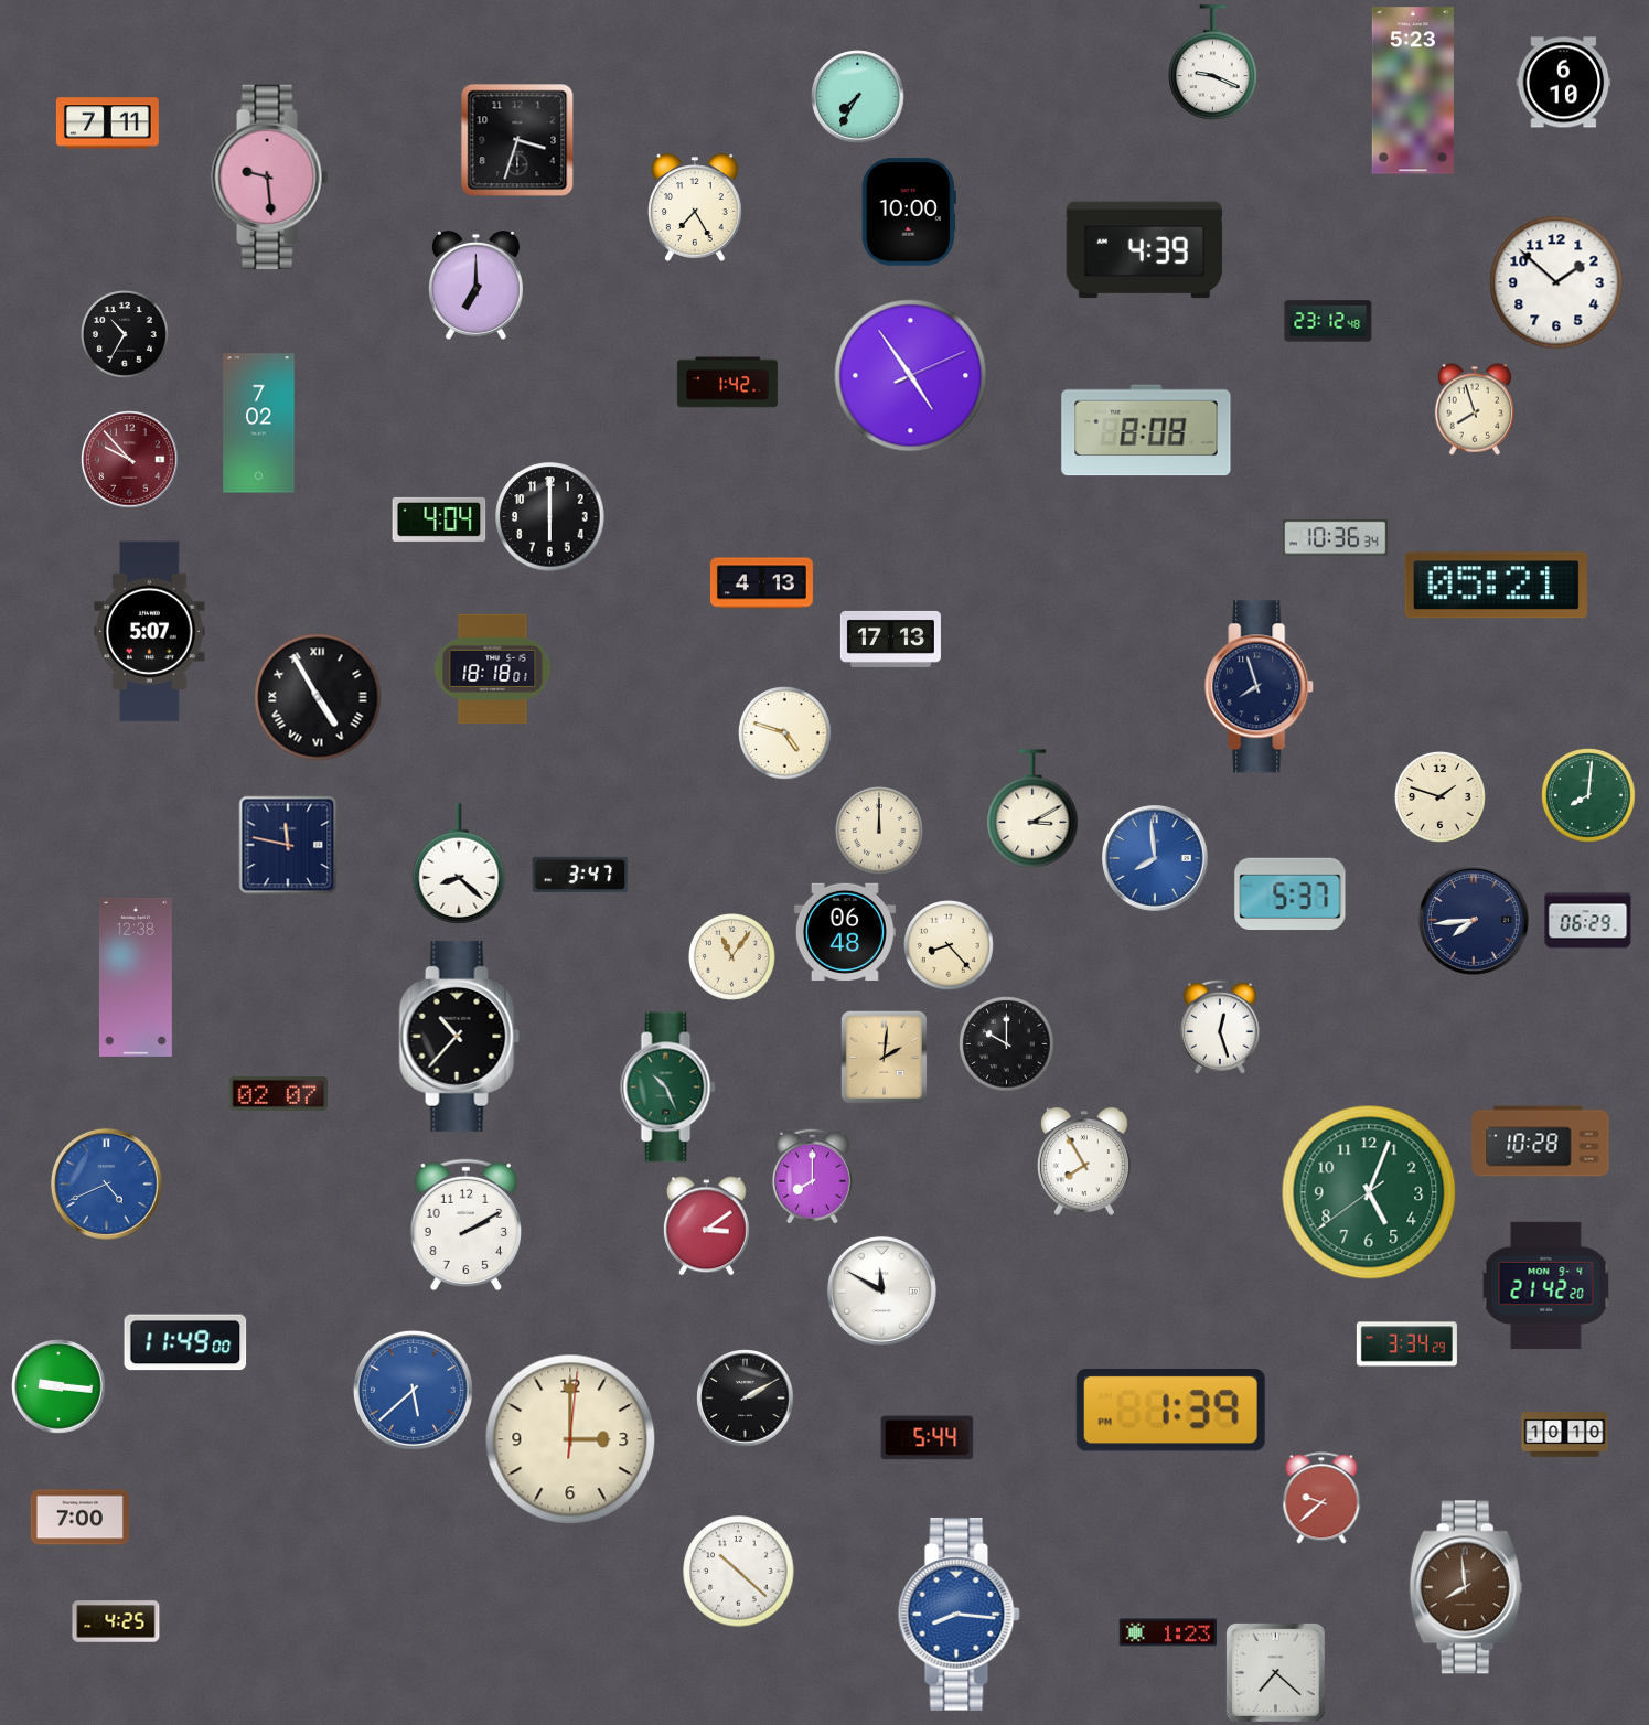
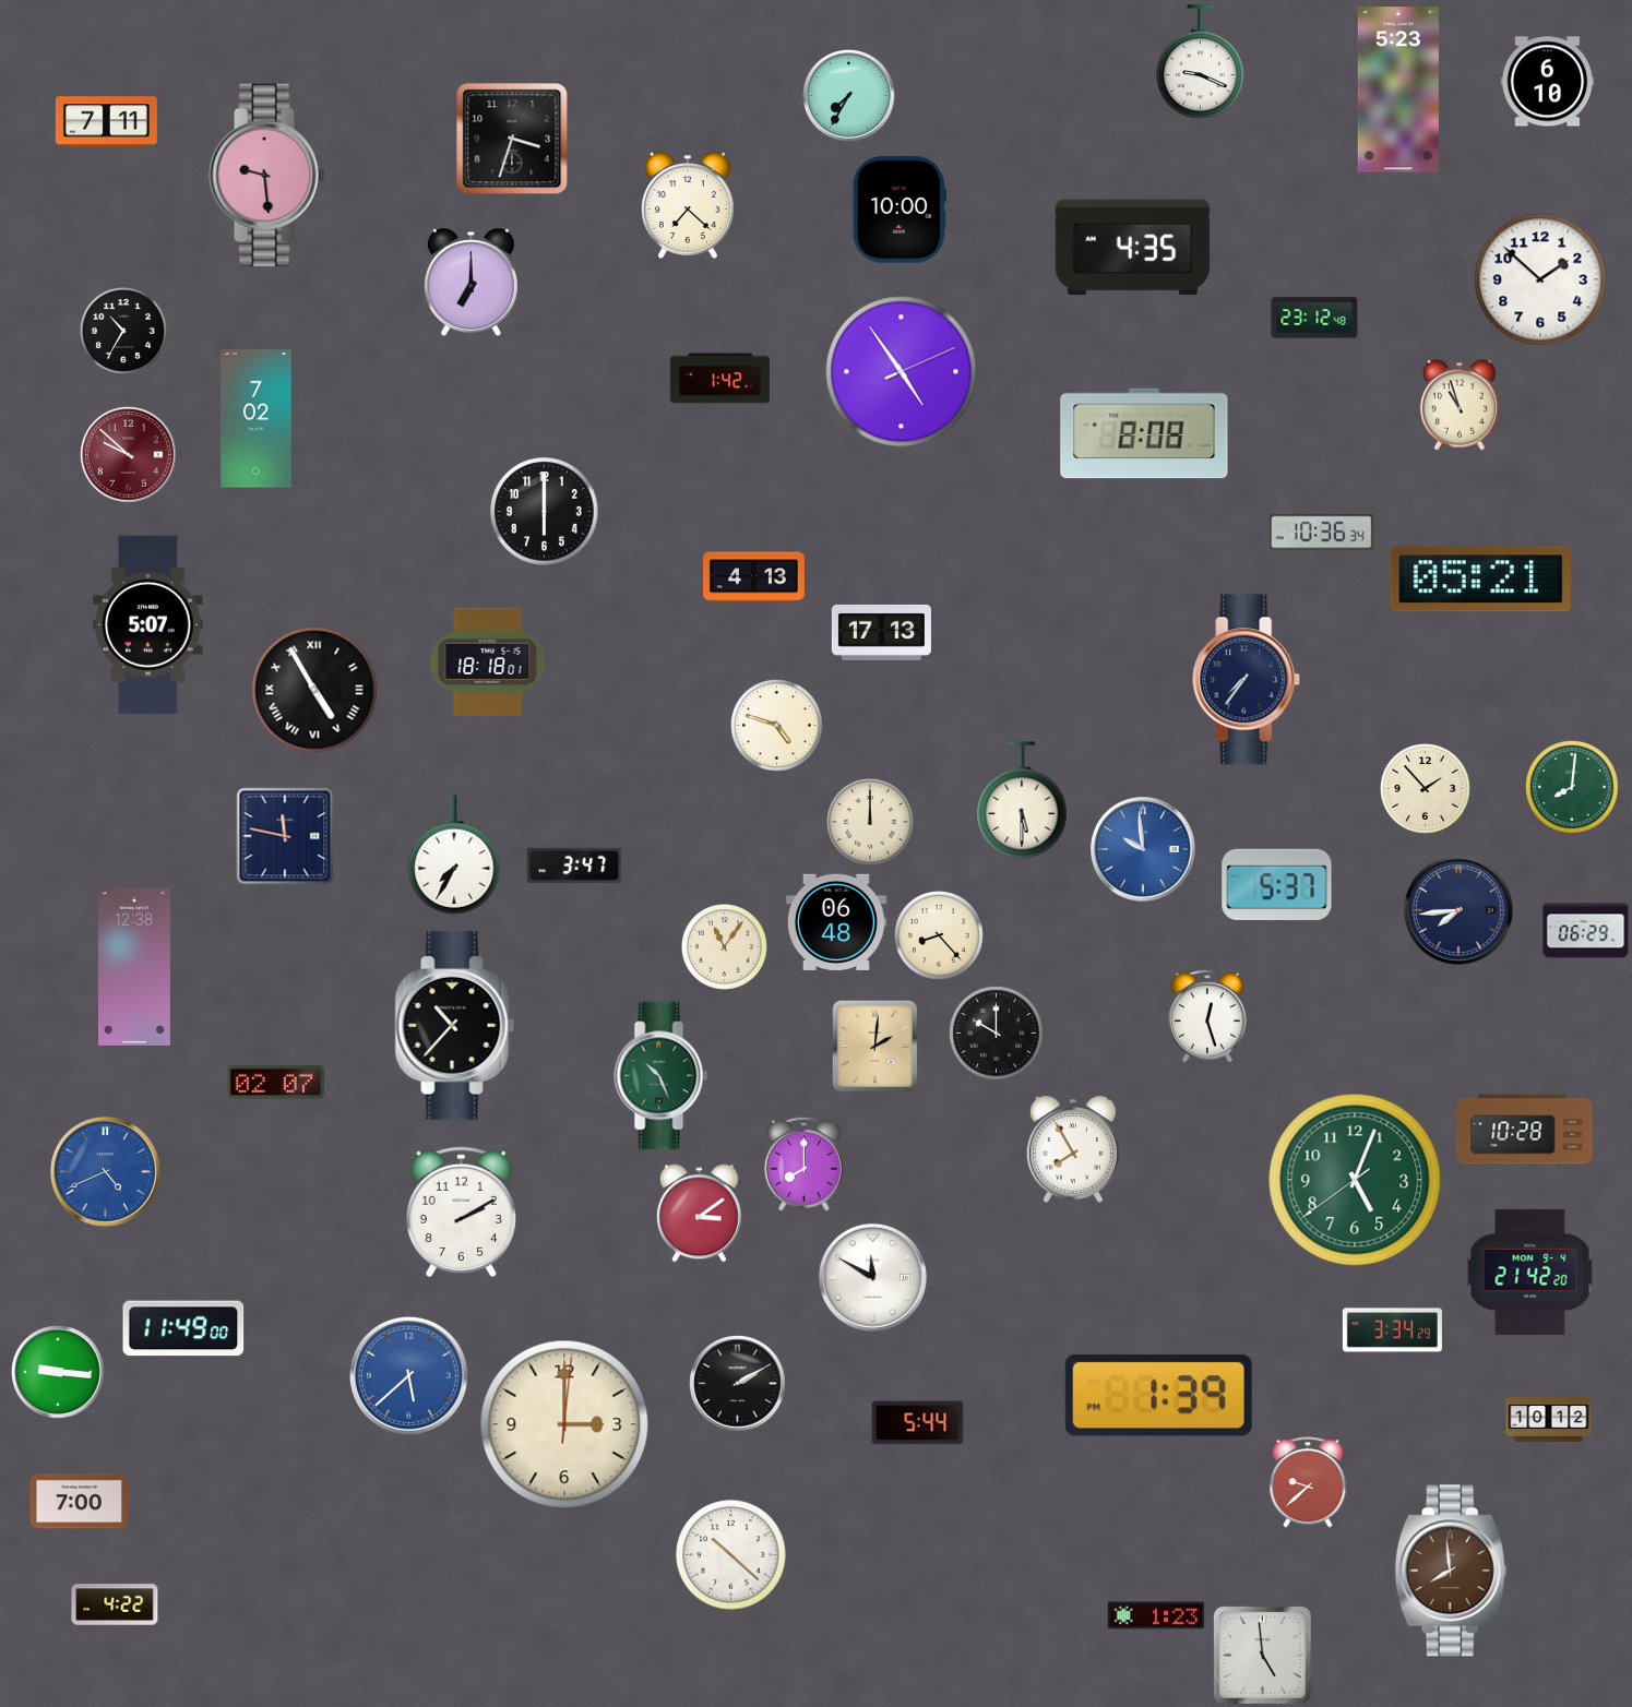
clock at (695, 207): 7:25 -> 7:22
clock at (1144, 250): 4:39 -> 4:35
clock at (1475, 409): 7:57 -> 10:57
clock at (1146, 430) position: (1146, 430) -> (1144, 433)
clock at (130, 460): 9:53 -> 9:52
clock at (439, 519): 4:04 -> none
clock at (1260, 687): 7:57 -> 7:36
clock at (1441, 797): 1:48 -> 1:53
clock at (1032, 808): 3:10 -> 5:30
clock at (1156, 859): 7:59 -> 9:59
clock at (459, 864): 8:22 -> 7:35
clock at (1588, 921) position: (1588, 921) -> (1586, 931)
clock at (1565, 1435): 10:10 -> 10:12
clock at (959, 1615): 8:16 -> none
clock at (116, 1621): 4:25 -> 4:22
clock at (1275, 1672): 7:22 -> 4:59
